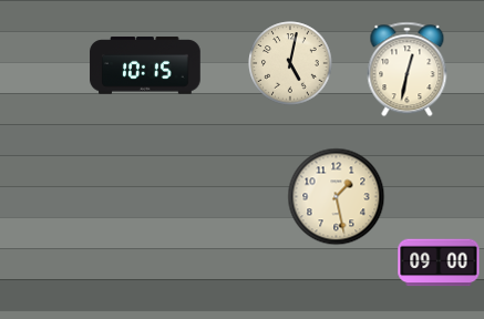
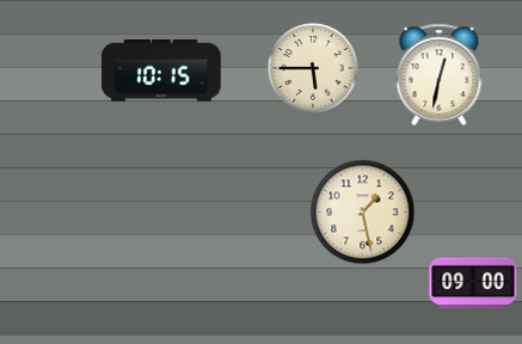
clock at (290, 63): 5:02 -> 5:45
clock at (145, 65) position: (145, 65) -> (161, 70)
